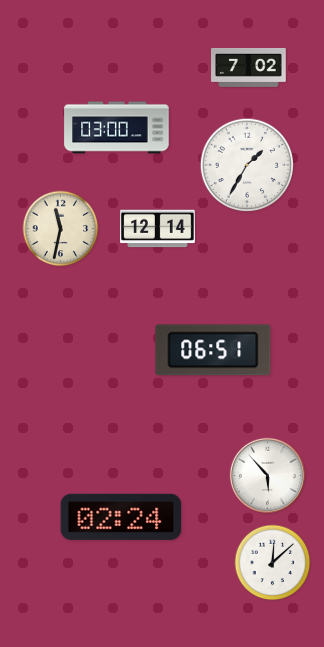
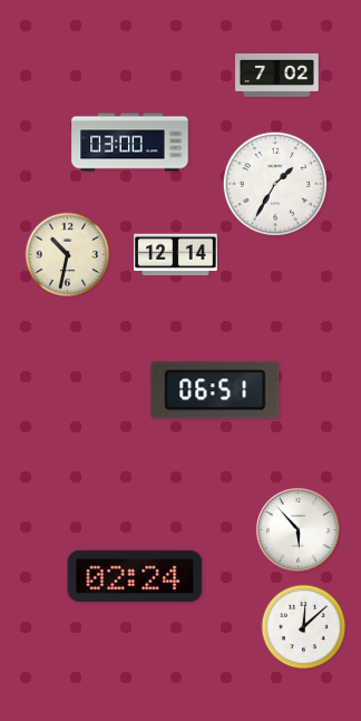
clock at (61, 229): 11:32 -> 10:32
clock at (213, 350) position: (213, 350) -> (215, 390)
